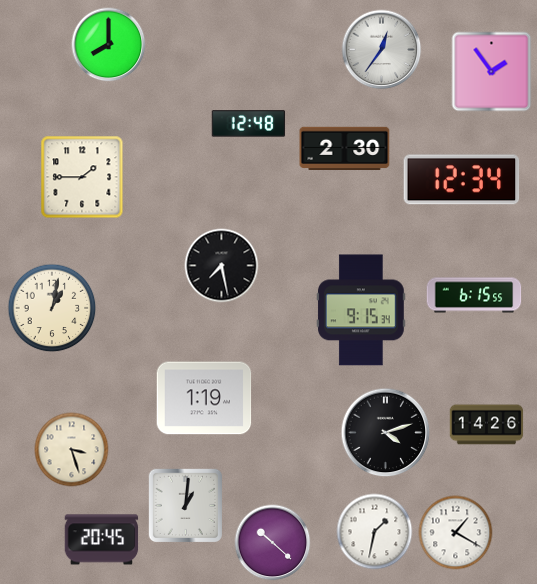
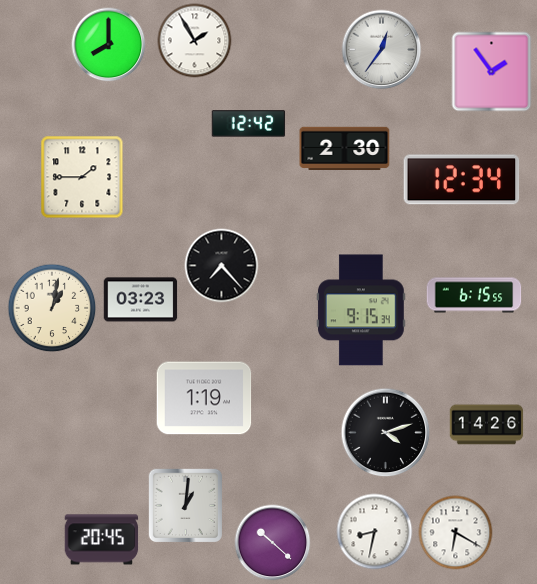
clock at (195, 41): none -> 1:55
clock at (249, 124): 12:48 -> 12:42
clock at (222, 266): 7:28 -> 7:23
clock at (141, 300): none -> 03:23
clock at (72, 450): 3:27 -> none
clock at (375, 532): 1:32 -> 8:32
clock at (456, 533): 1:20 -> 6:20
